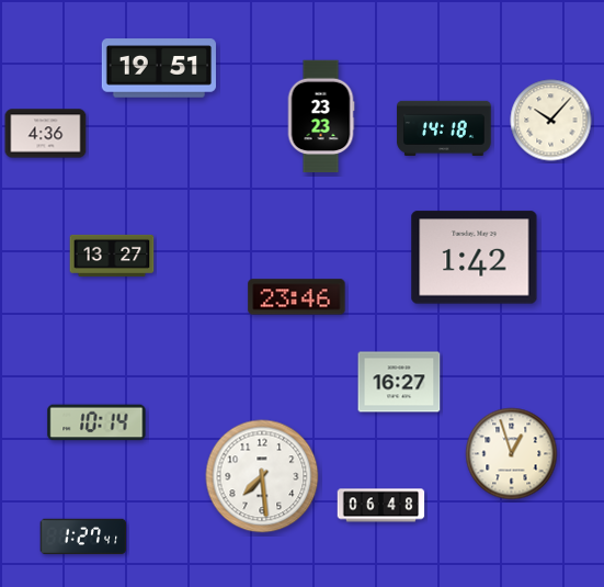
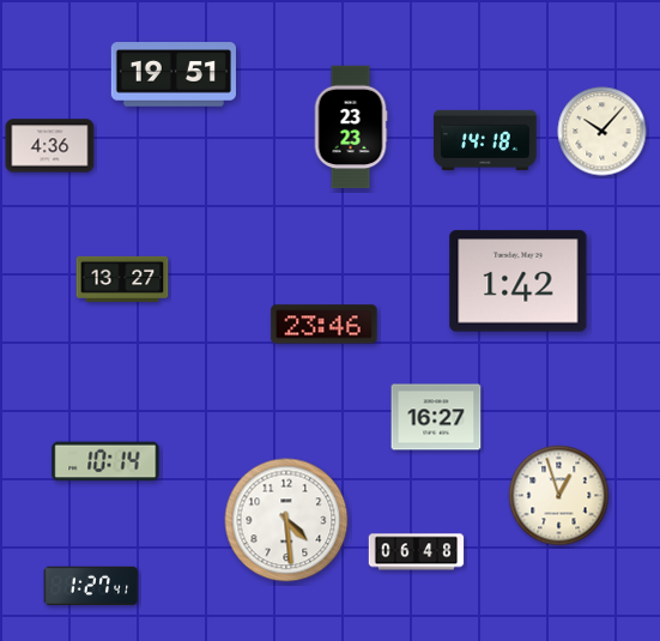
clock at (262, 476): 7:29 -> 4:29
